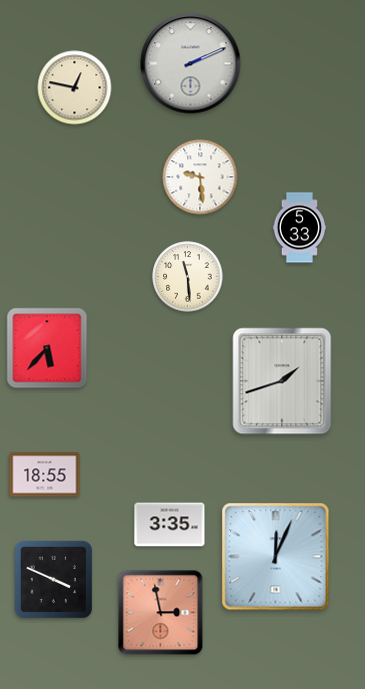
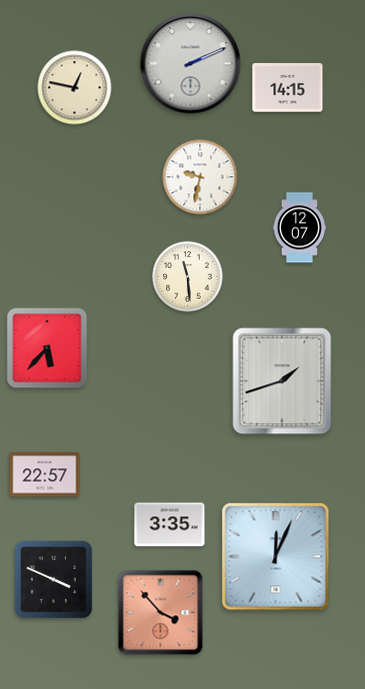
clock at (288, 88): none -> 14:15
clock at (200, 177): 9:29 -> 9:32
clock at (300, 228): 5:33 -> 12:07
clock at (45, 475): 18:55 -> 22:57
clock at (161, 613): 2:58 -> 3:53
